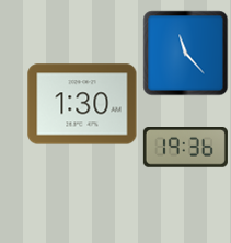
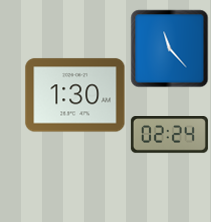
clock at (185, 148): 19:36 -> 02:24
